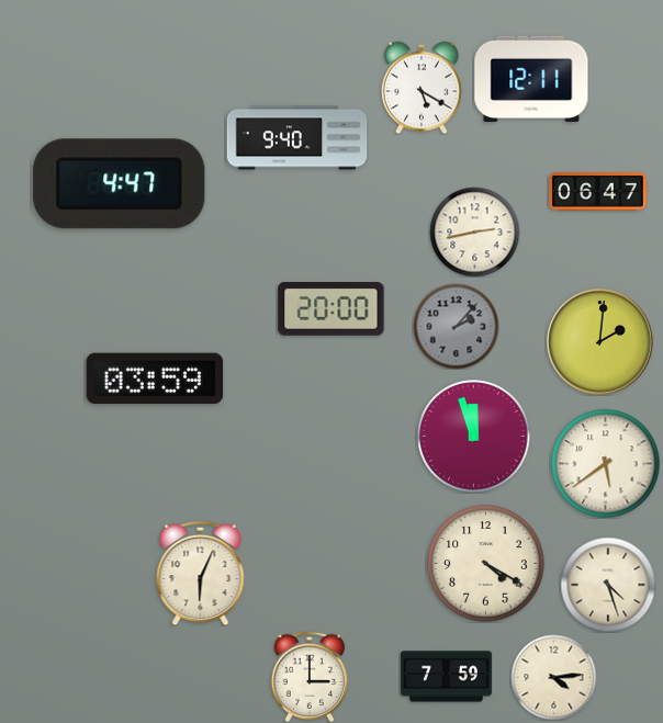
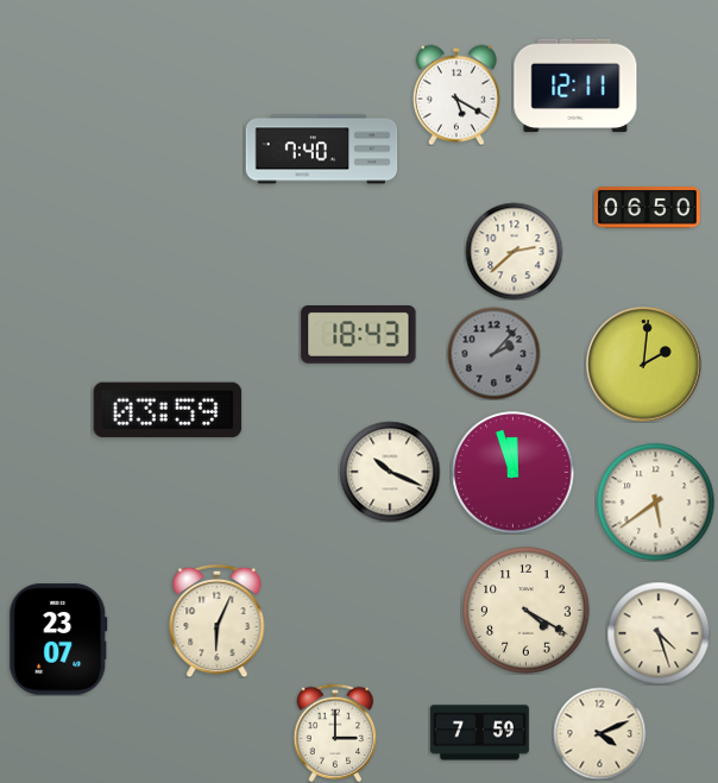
clock at (297, 138): 9:40 -> 7:40
clock at (120, 184): 4:47 -> none
clock at (598, 192): 06:47 -> 06:50
clock at (474, 231): 2:43 -> 2:38
clock at (332, 309): 20:00 -> 18:43
clock at (600, 342) position: (600, 342) -> (644, 365)
clock at (390, 472): none -> 10:19
clock at (58, 639): none -> 23:07
clock at (446, 677) position: (446, 677) -> (479, 733)
clock at (553, 677): 4:14 -> 4:11
